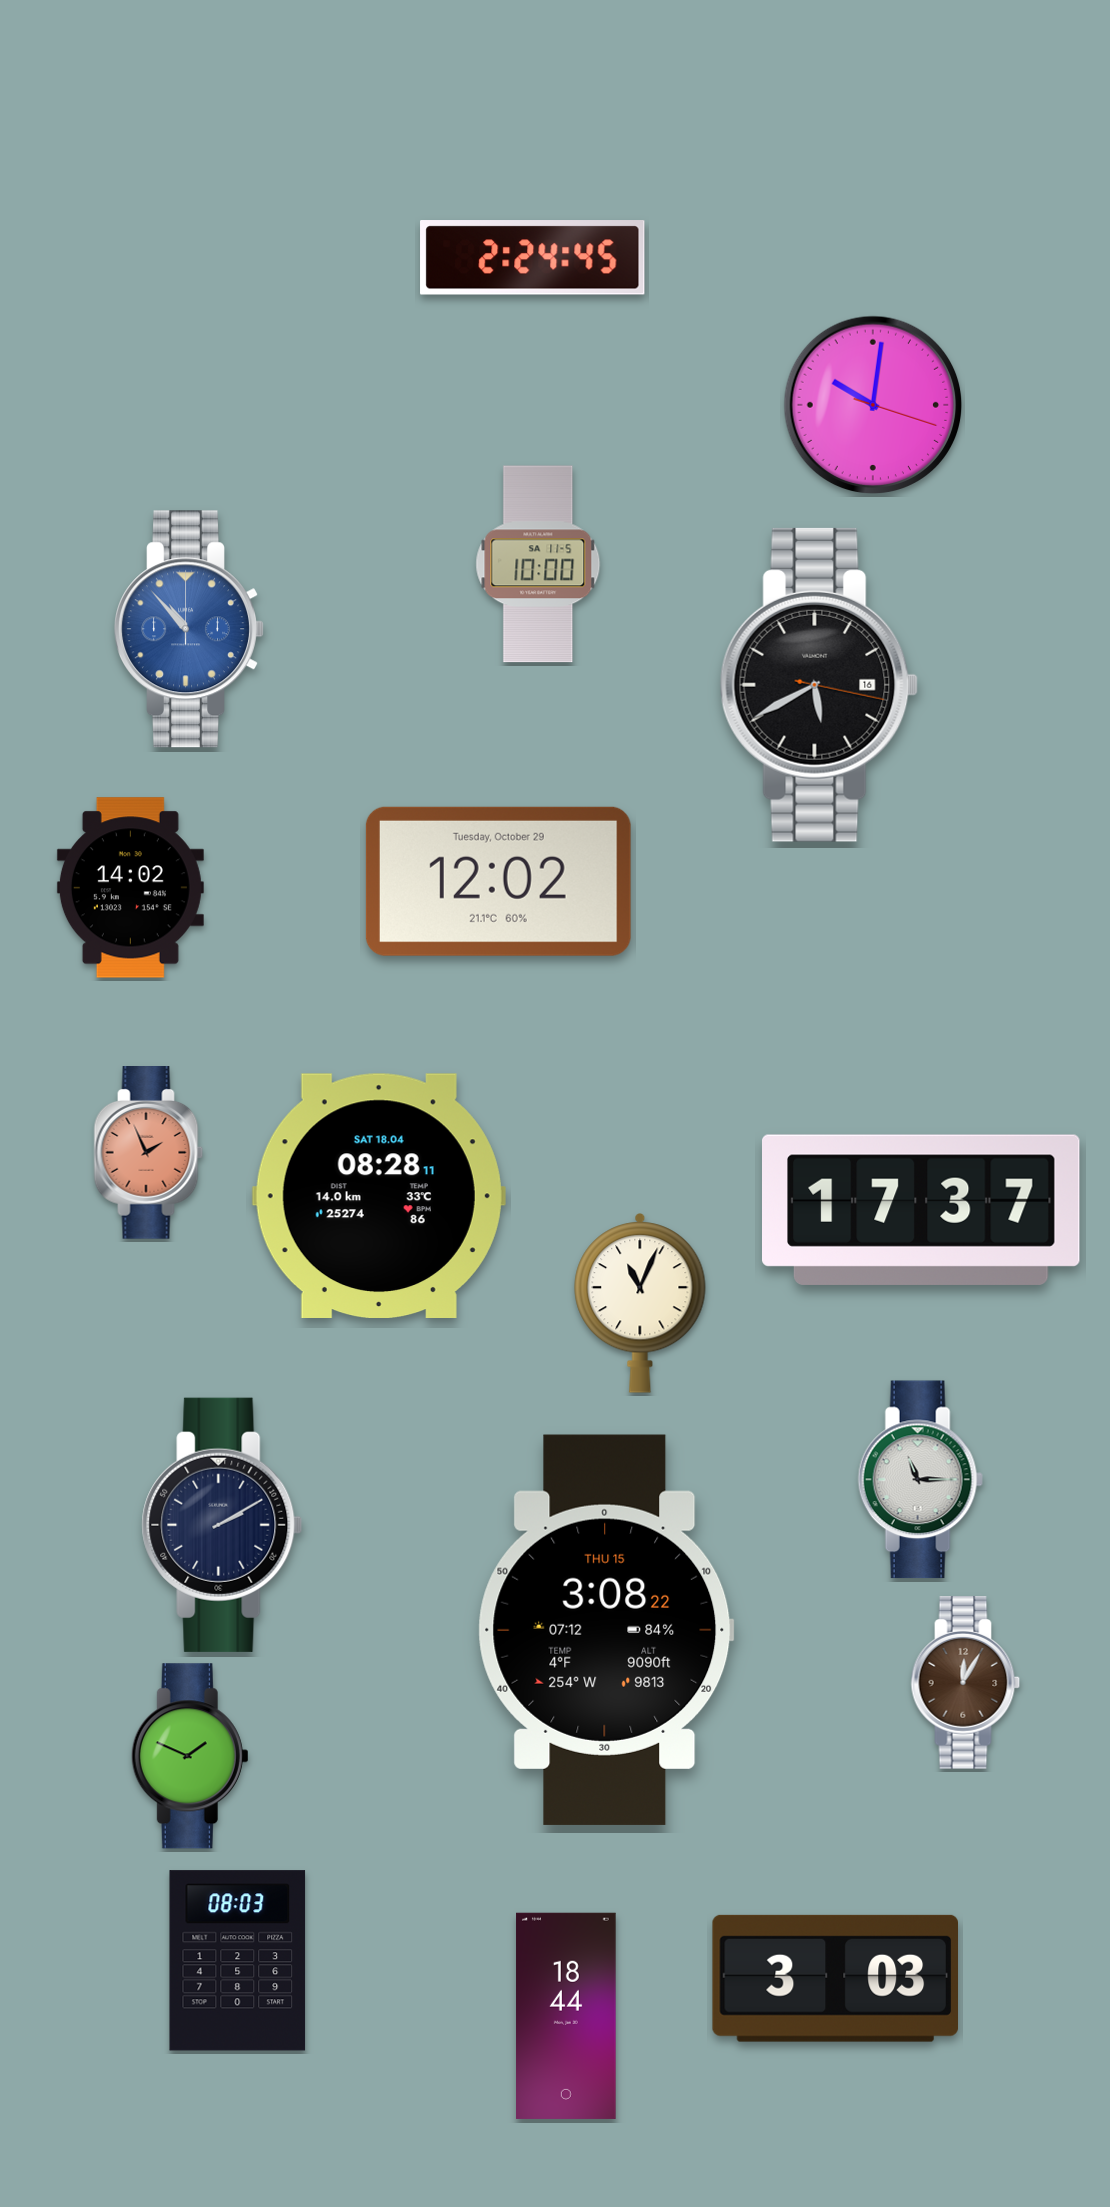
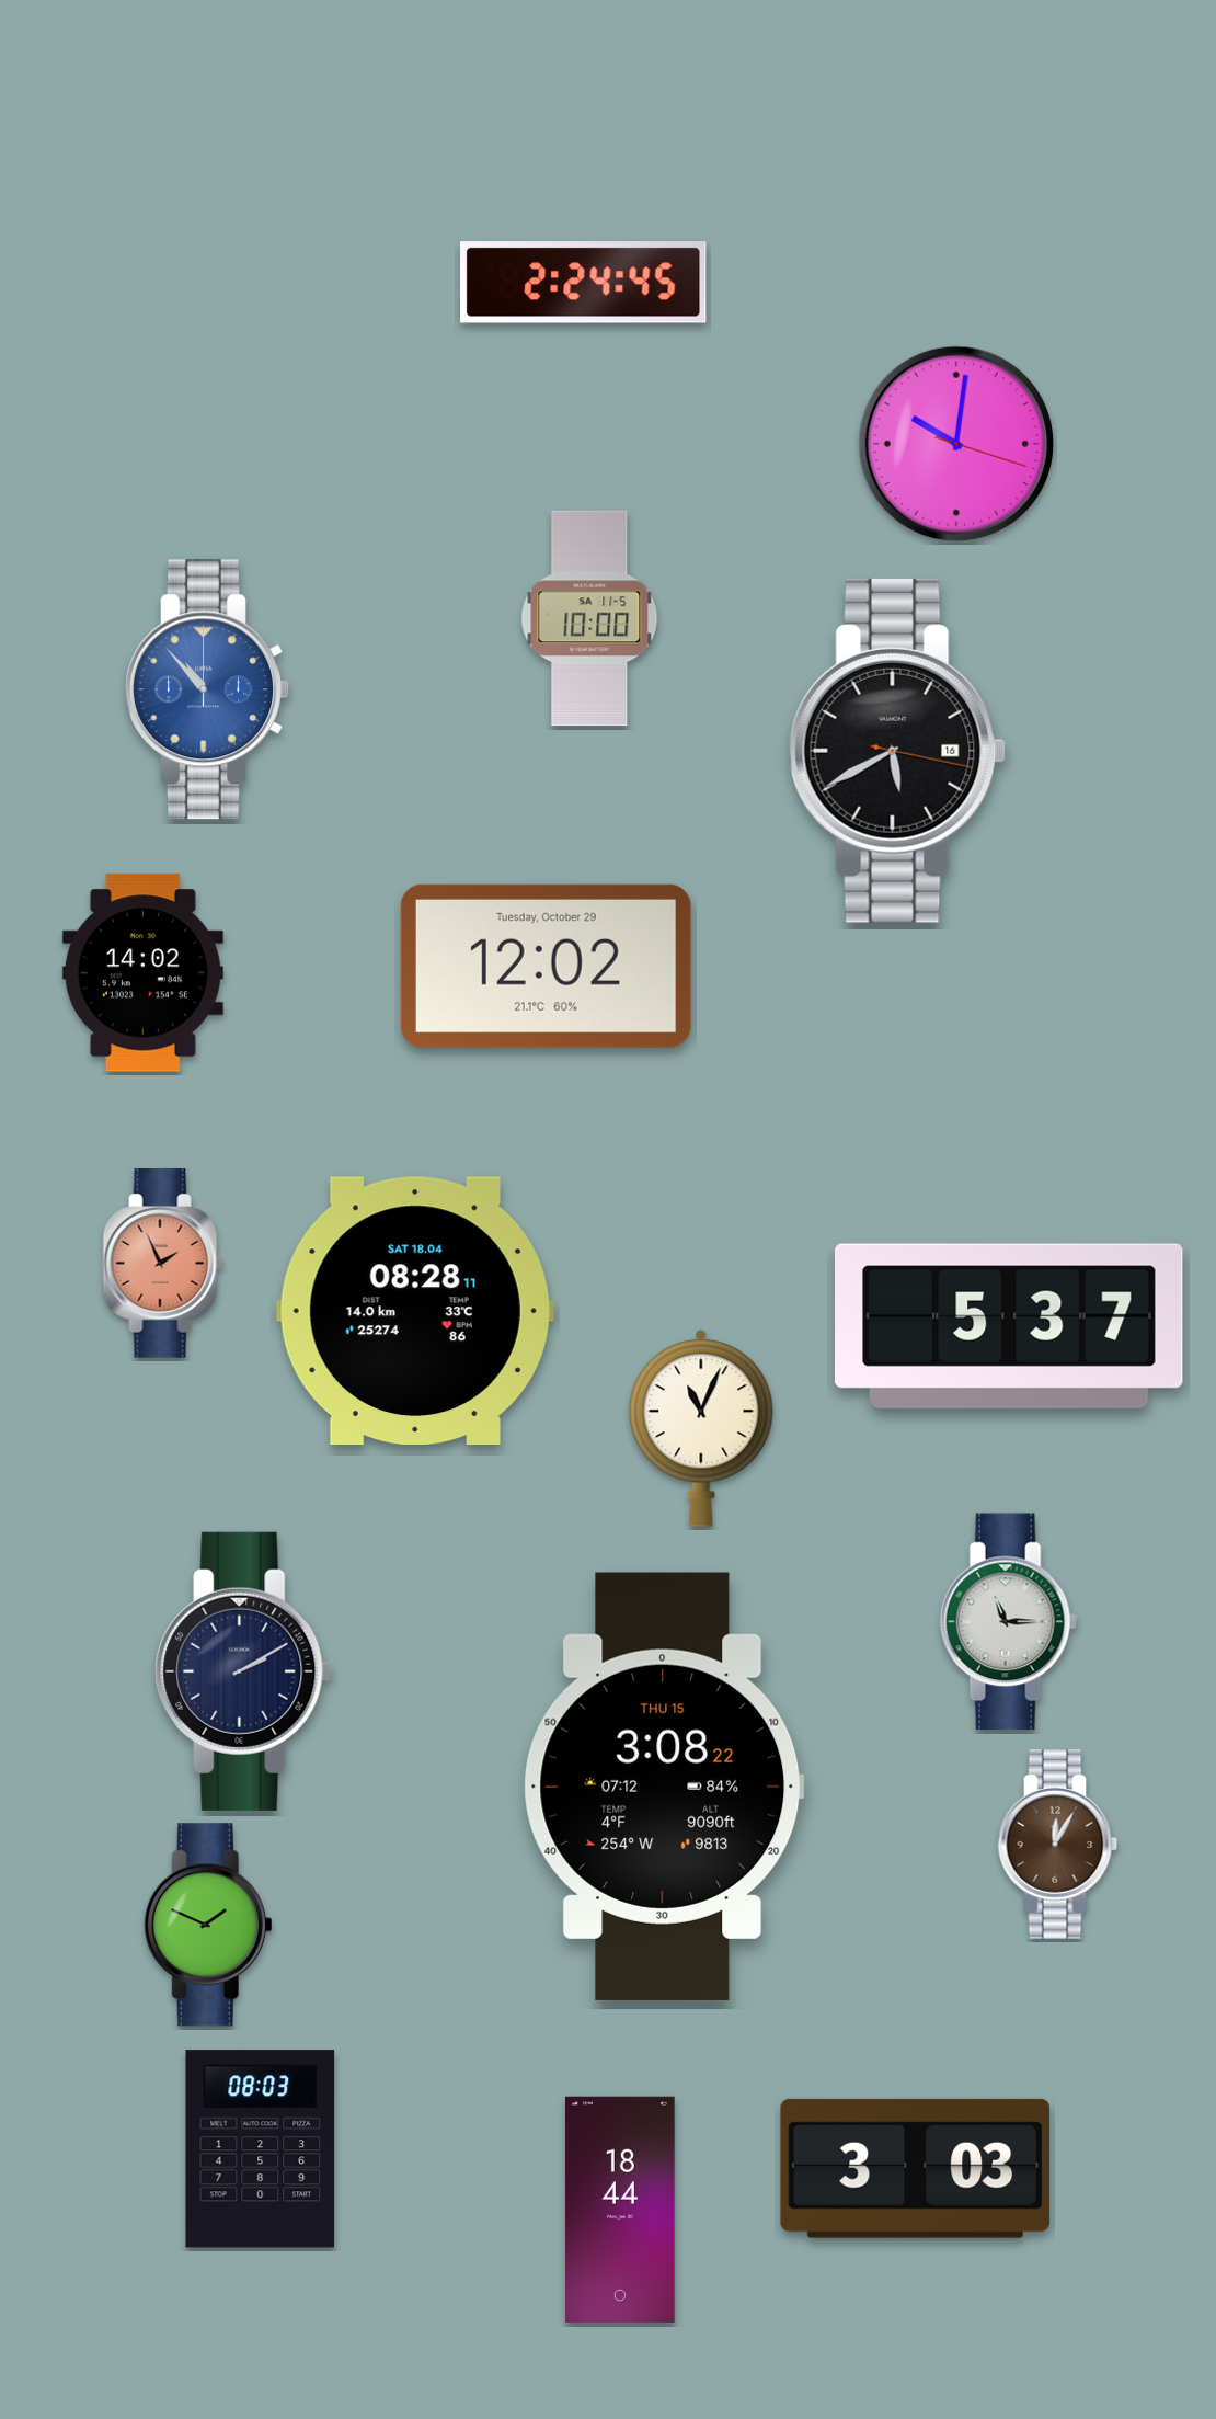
clock at (921, 1210): 17:37 -> 5:37
